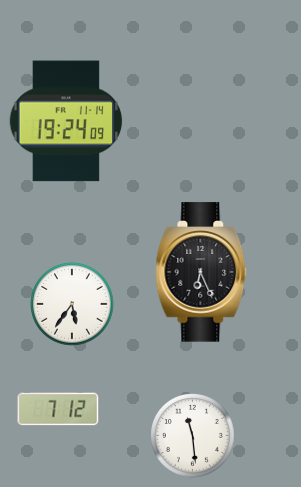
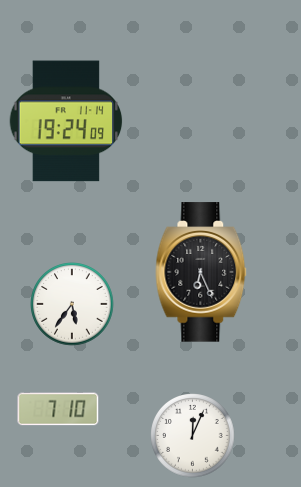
clock at (58, 409): 7:12 -> 7:10
clock at (193, 436): 11:29 -> 12:04
